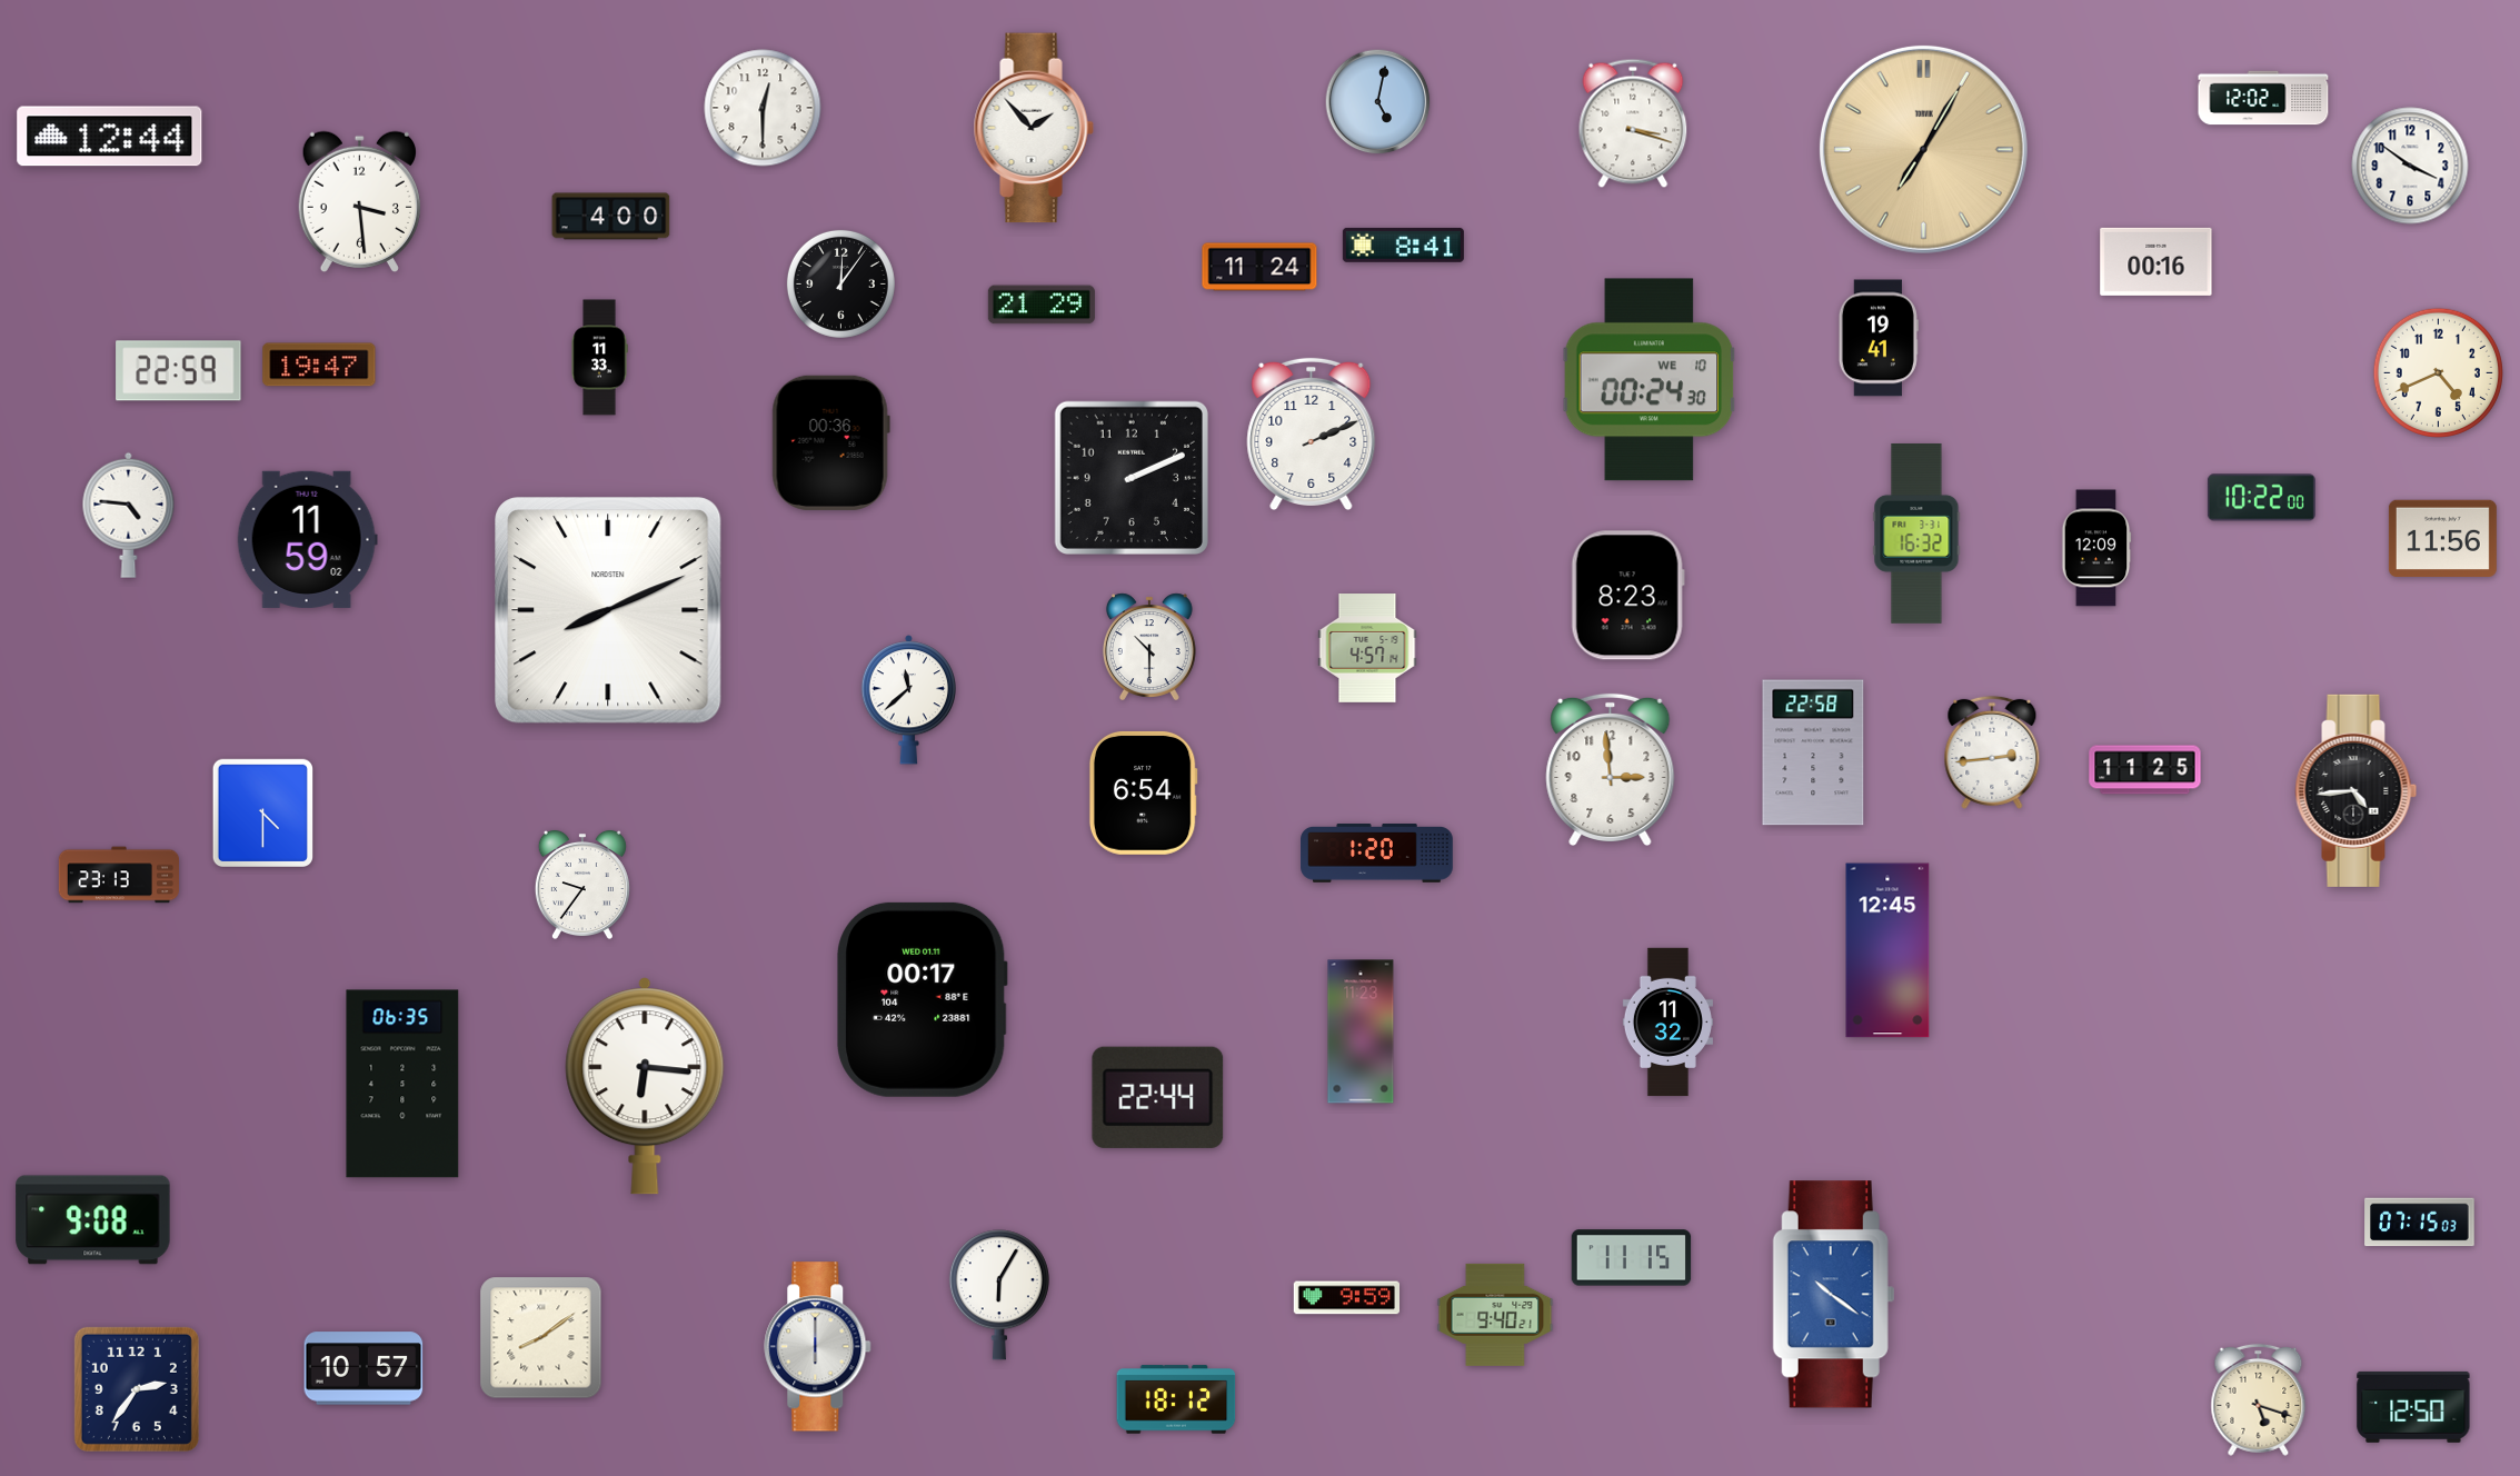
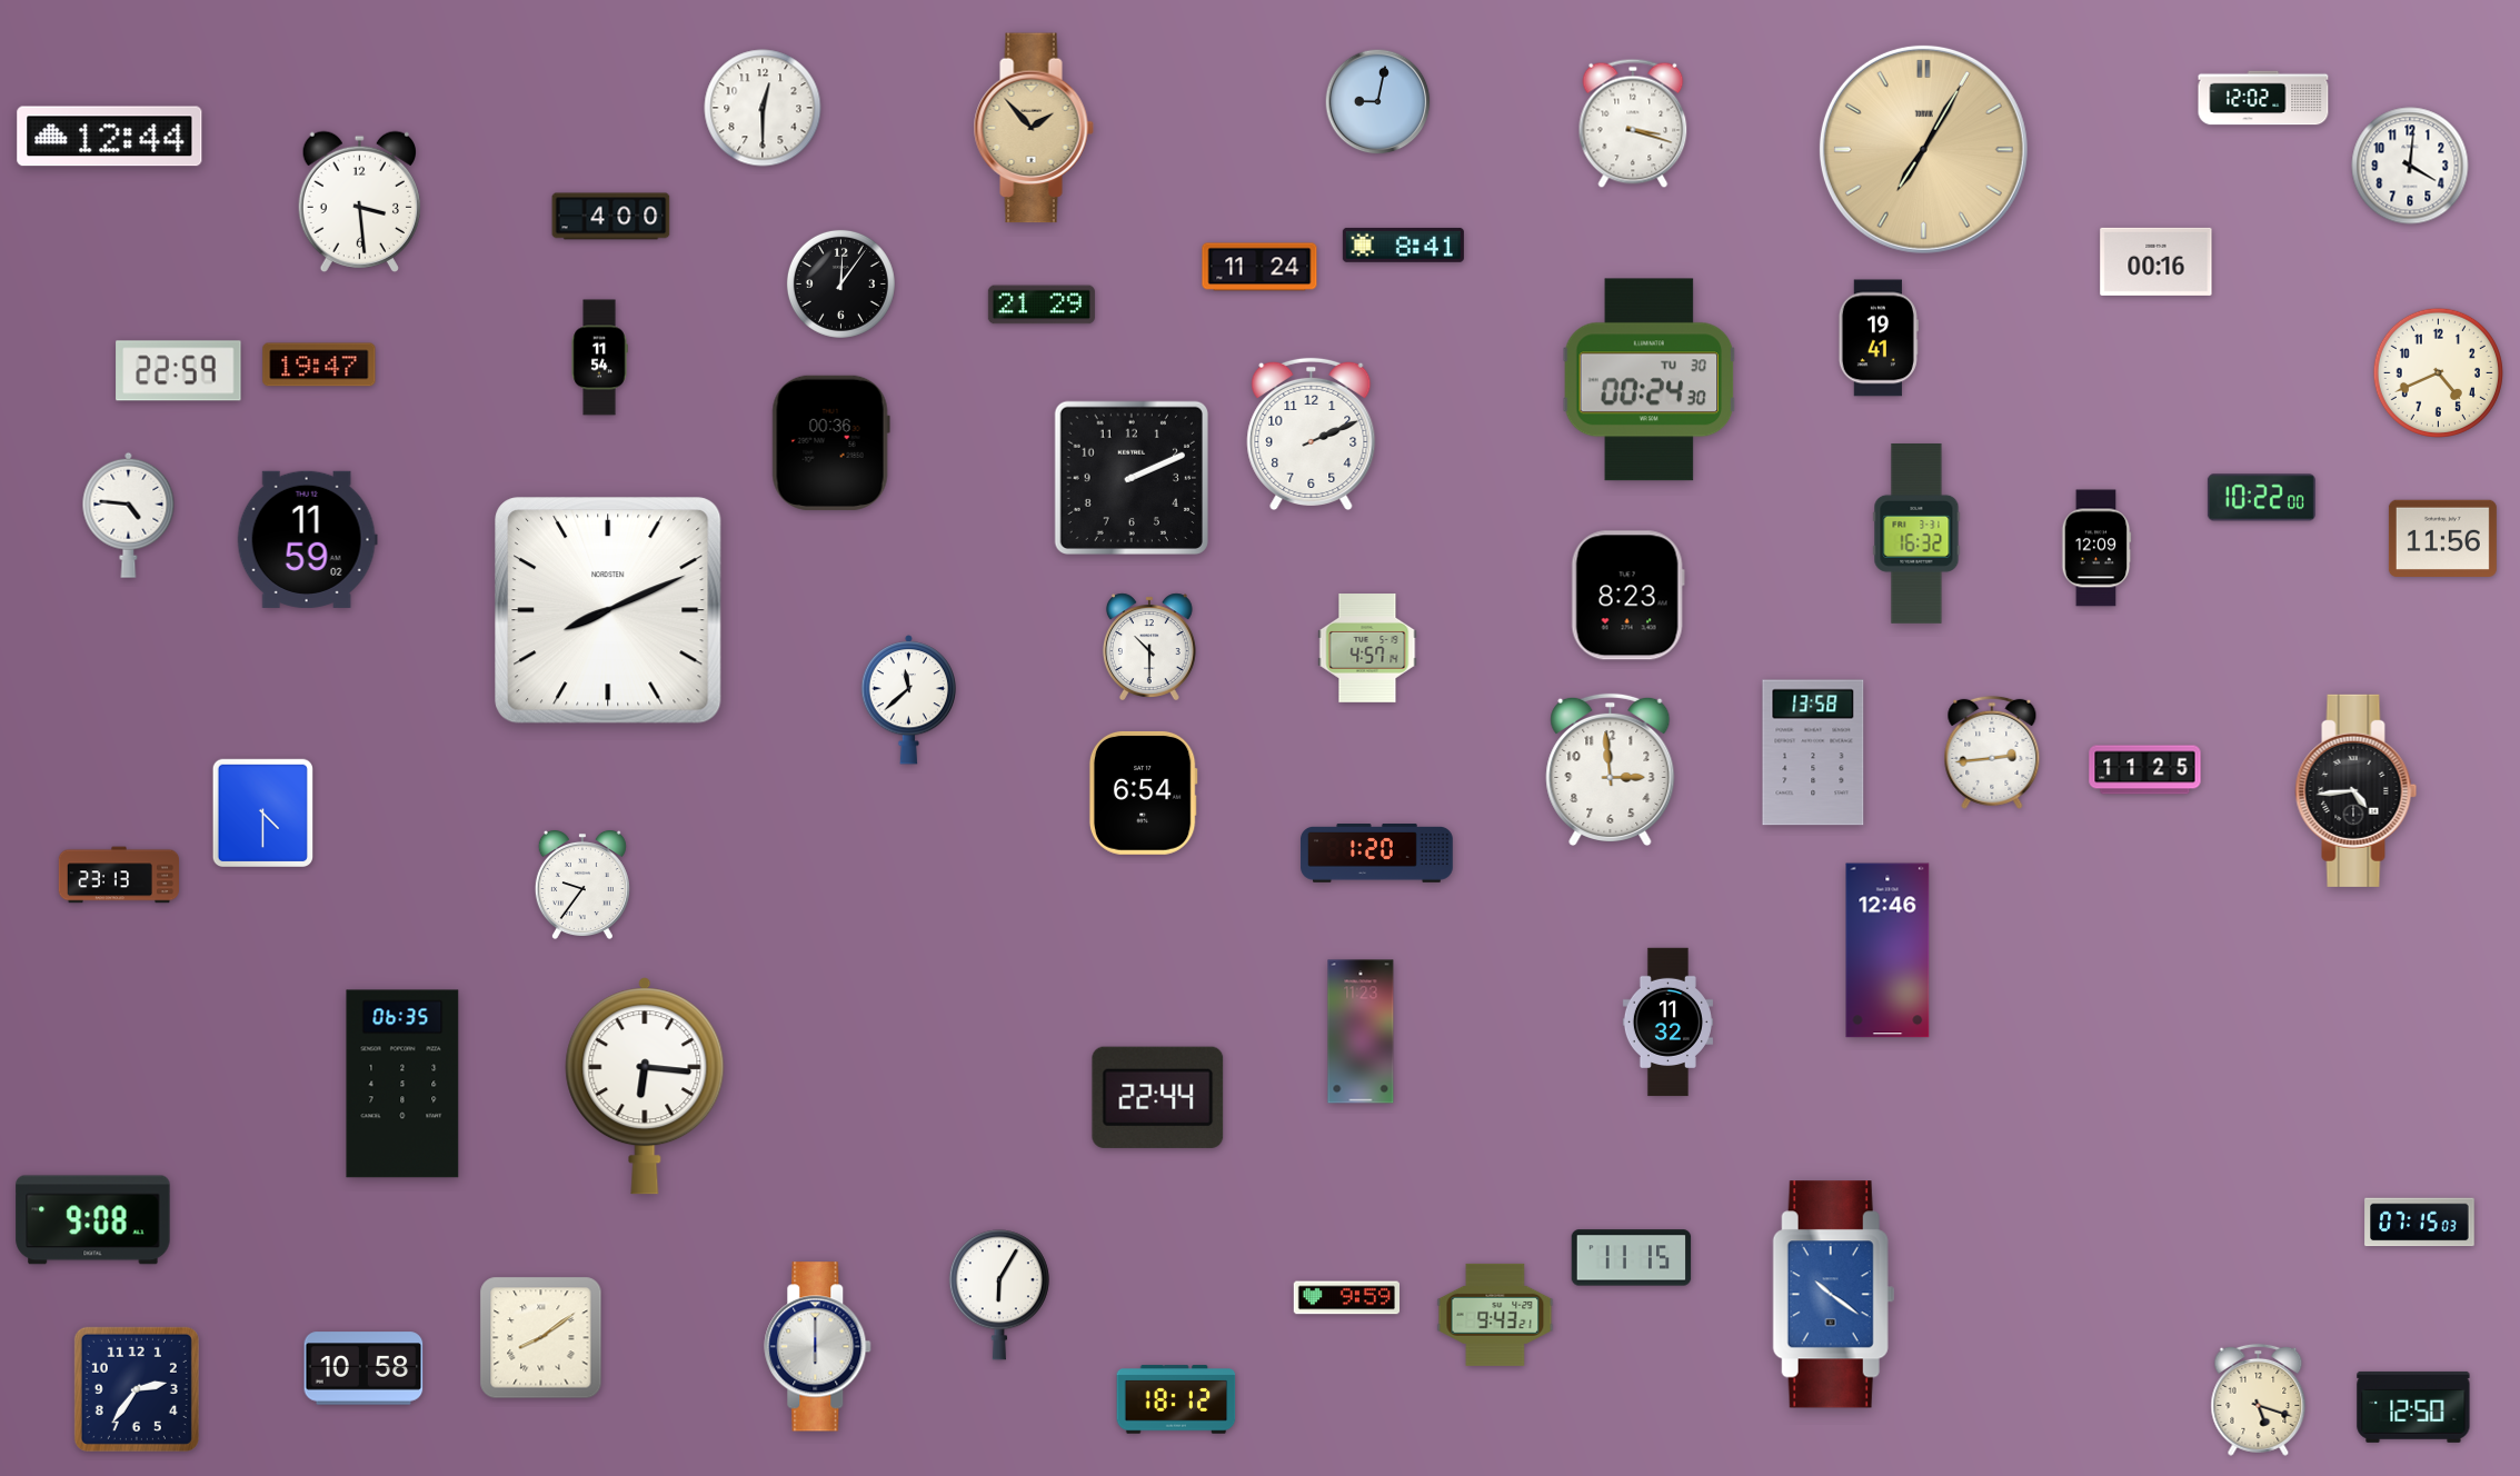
clock at (1378, 102): 5:02 -> 9:02
clock at (1034, 128) dial: white -> champagne
clock at (2410, 166): 3:51 -> 4:01
clock at (599, 358): 11:33 -> 11:54
clock at (1650, 380) date: WE 10 -> TU 30
clock at (1813, 752): 22:58 -> 13:58
clock at (1887, 950): 12:45 -> 12:46
clock at (923, 999): 00:17 -> none
clock at (1495, 1315): 9:40 -> 9:43
clock at (363, 1368): 10:57 -> 10:58
